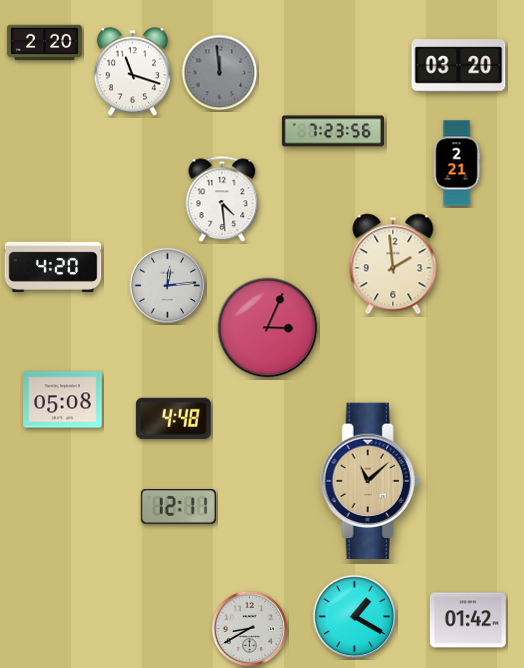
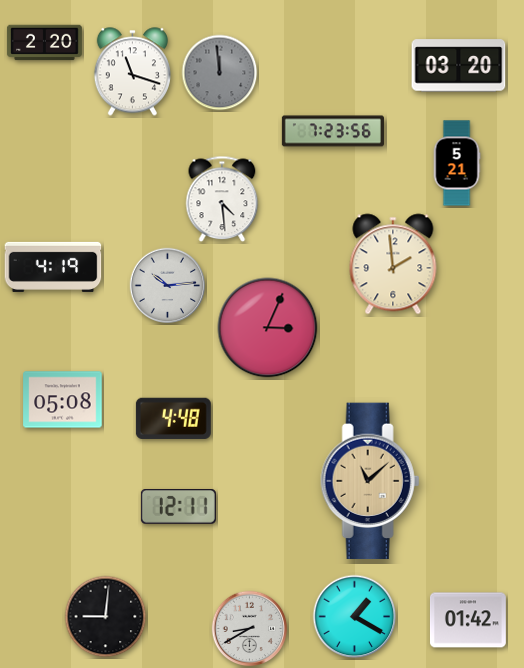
clock at (457, 163): 2:21 -> 5:21
clock at (53, 267): 4:20 -> 4:19
clock at (168, 286): 12:14 -> 10:14
clock at (106, 617): none -> 9:01
